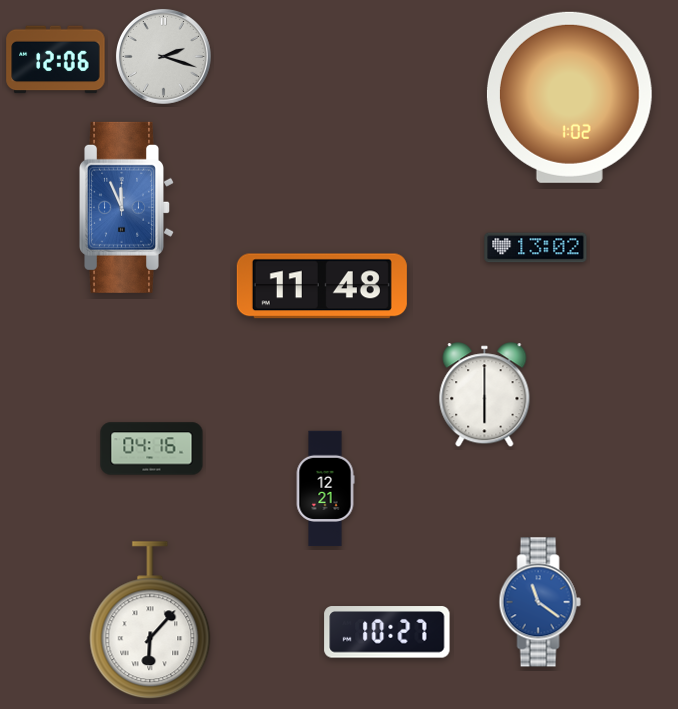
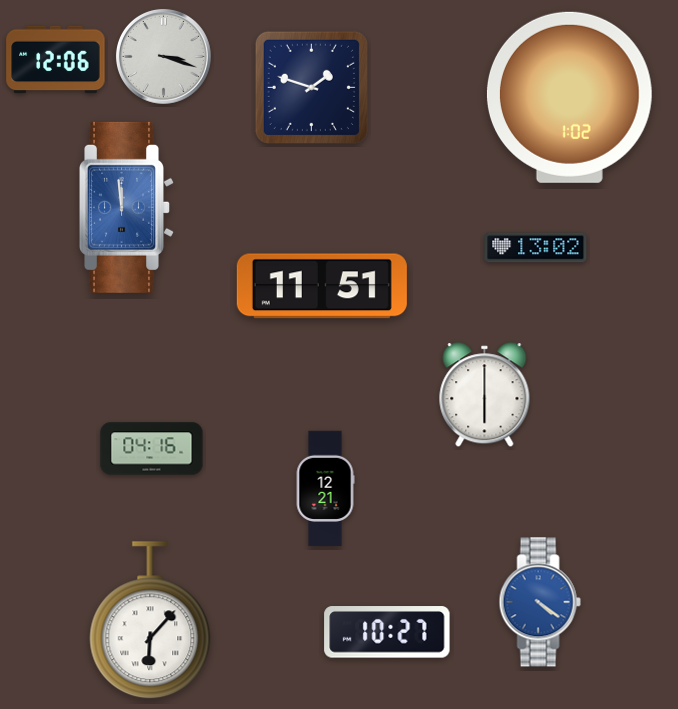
clock at (164, 57): 2:18 -> 3:18
clock at (311, 87): none -> 1:48
clock at (127, 207): 11:56 -> 11:59
clock at (322, 286): 11:48 -> 11:51
clock at (540, 602): 11:21 -> 4:21
